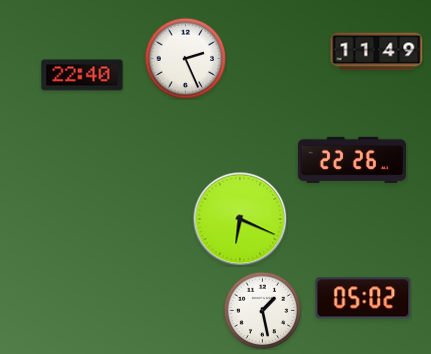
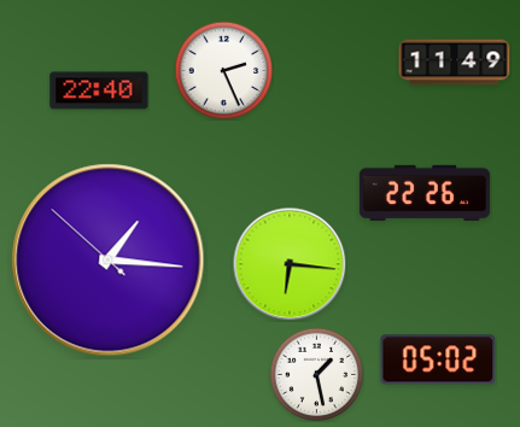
clock at (109, 261): none -> 1:15
clock at (240, 219): 6:19 -> 6:16
